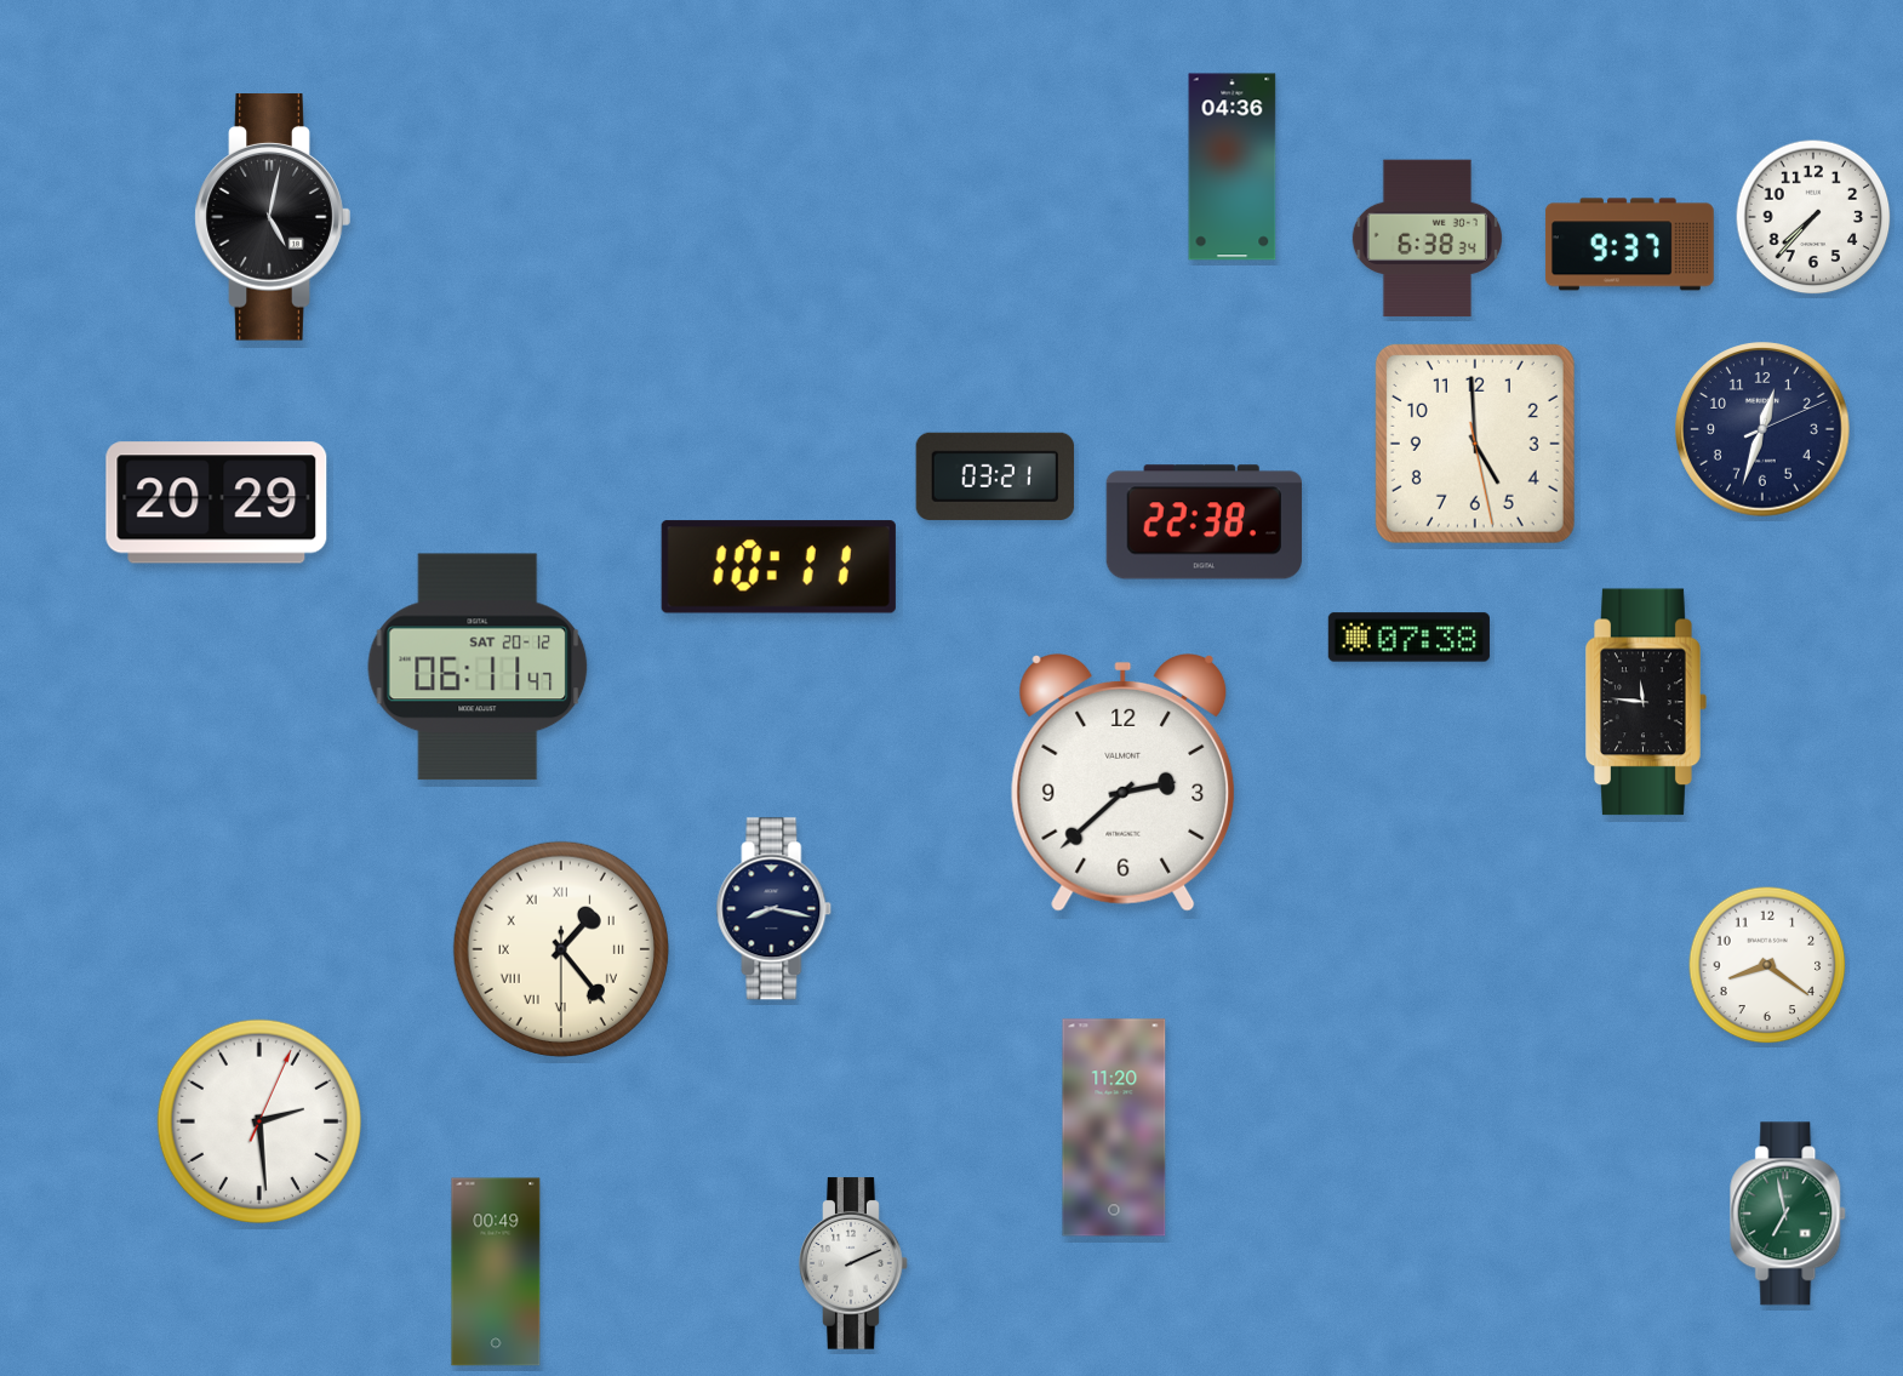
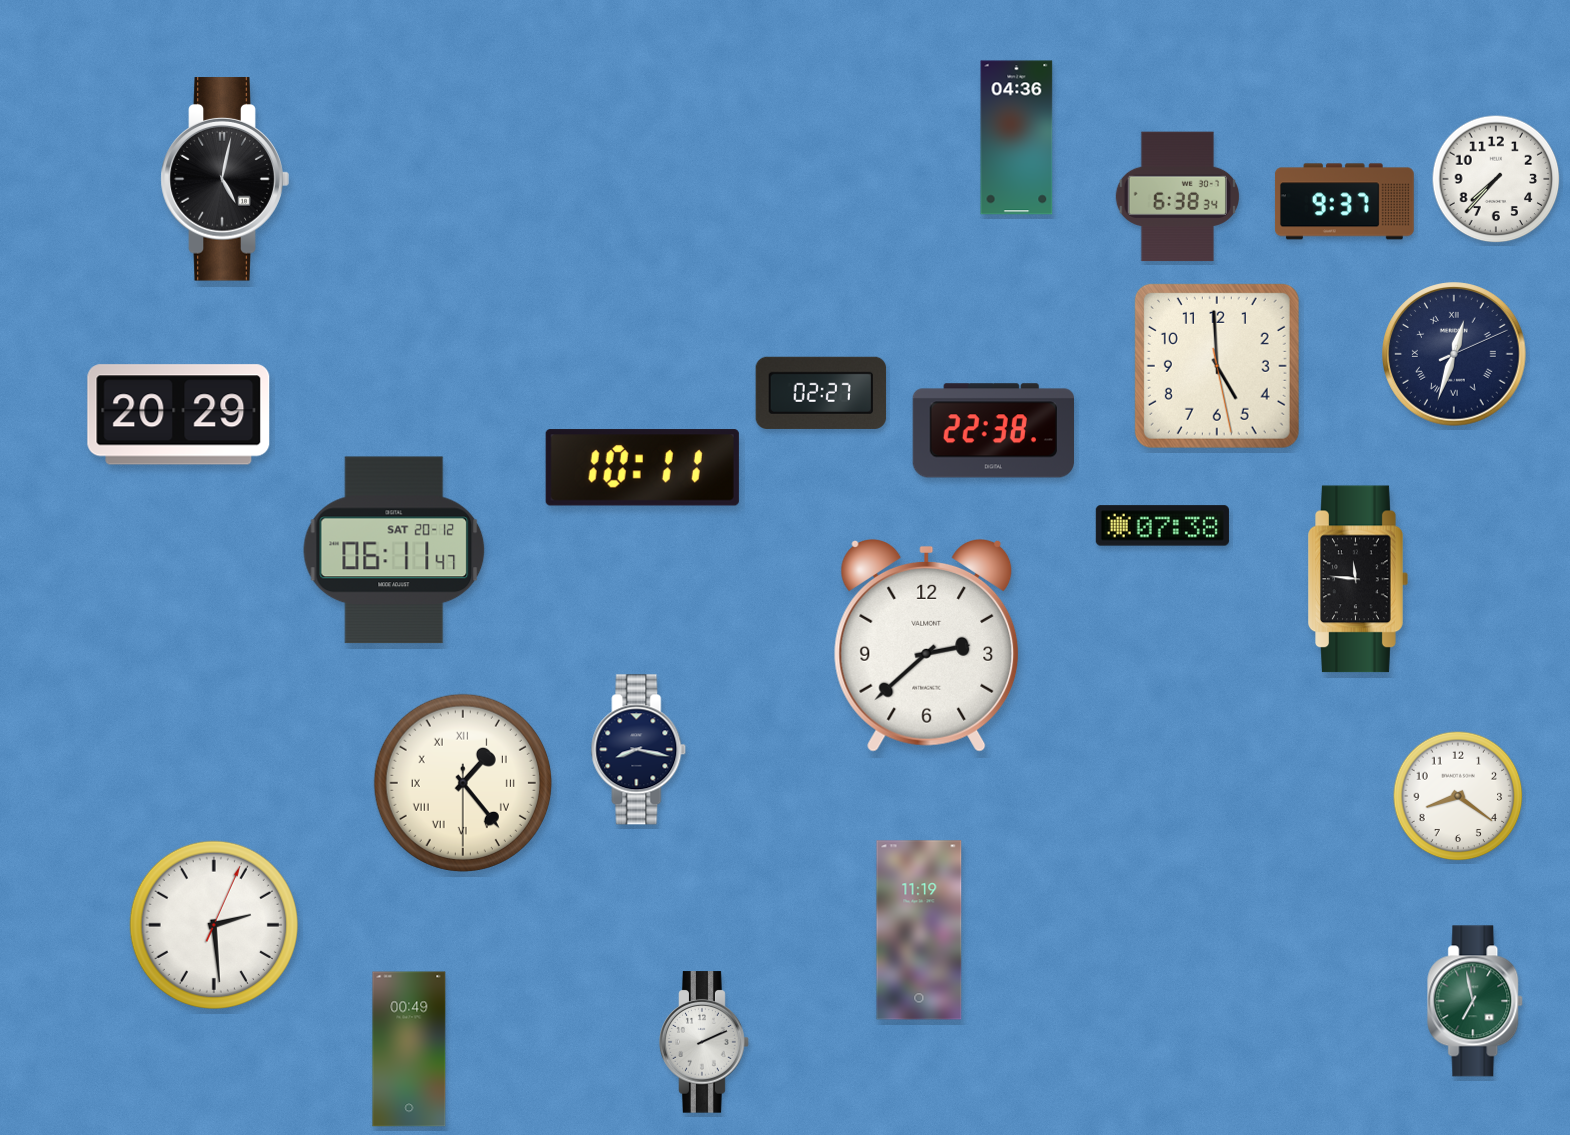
clock at (1764, 430) numerals: Arabic -> Roman
clock at (995, 476): 03:21 -> 02:27
clock at (1114, 1127): 11:20 -> 11:19
